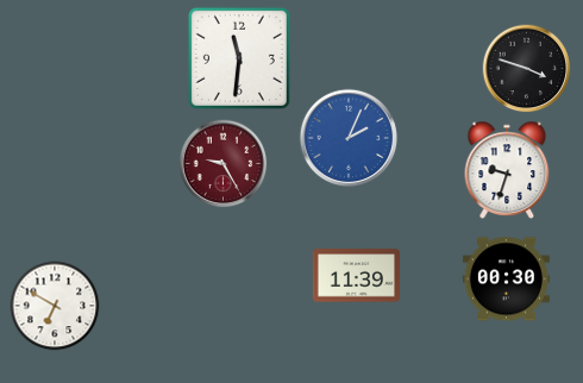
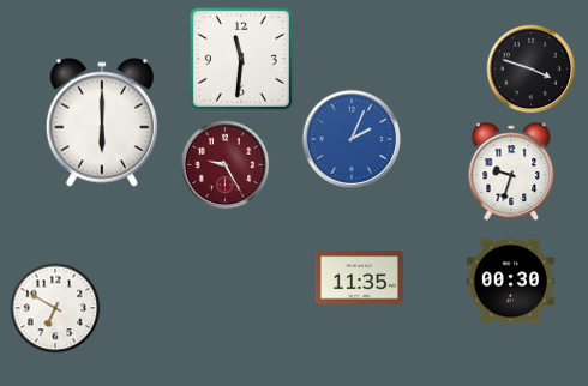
clock at (102, 122): none -> 6:00
clock at (356, 276): 11:39 -> 11:35
